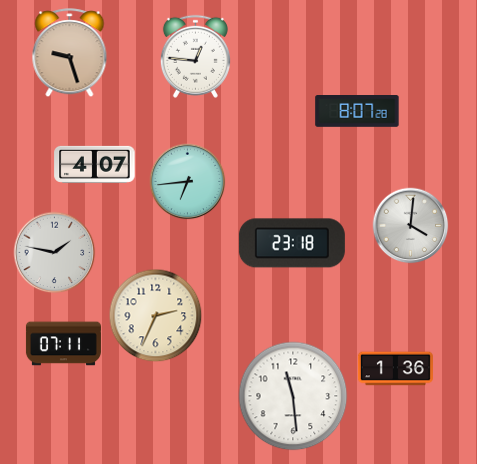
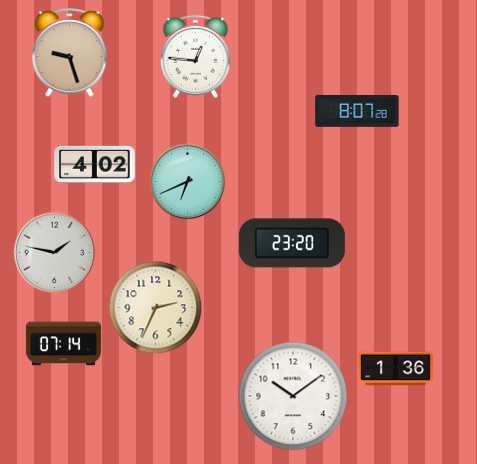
clock at (95, 164): 4:07 -> 4:02
clock at (188, 182): 6:44 -> 6:41
clock at (411, 226): 4:01 -> none
clock at (292, 243): 23:18 -> 23:20
clock at (156, 316) position: (156, 316) -> (156, 308)
clock at (63, 344): 07:11 -> 07:14
clock at (293, 396): 11:29 -> 10:09
